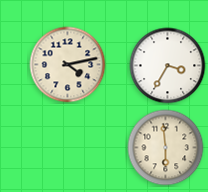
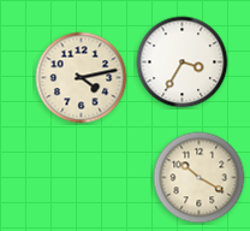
clock at (168, 66) position: (168, 66) -> (183, 63)
clock at (166, 148): 5:59 -> 10:20
